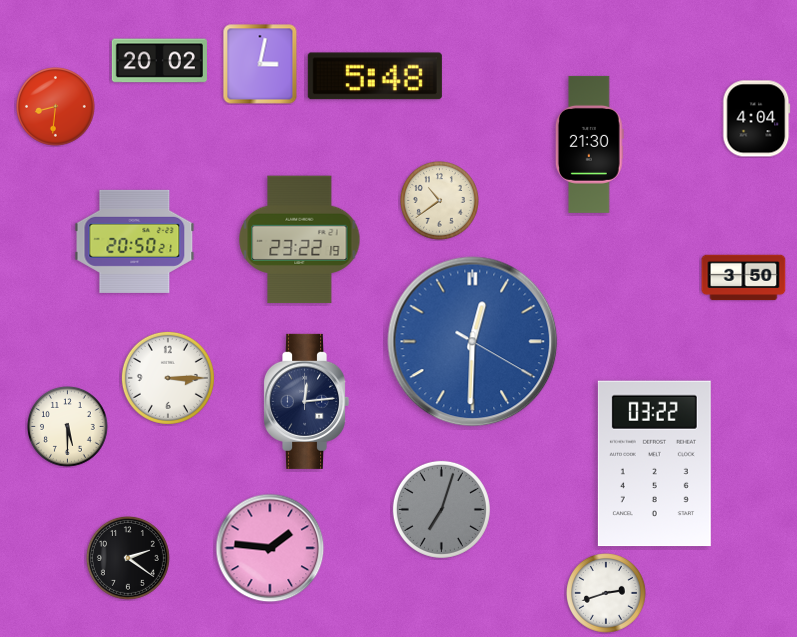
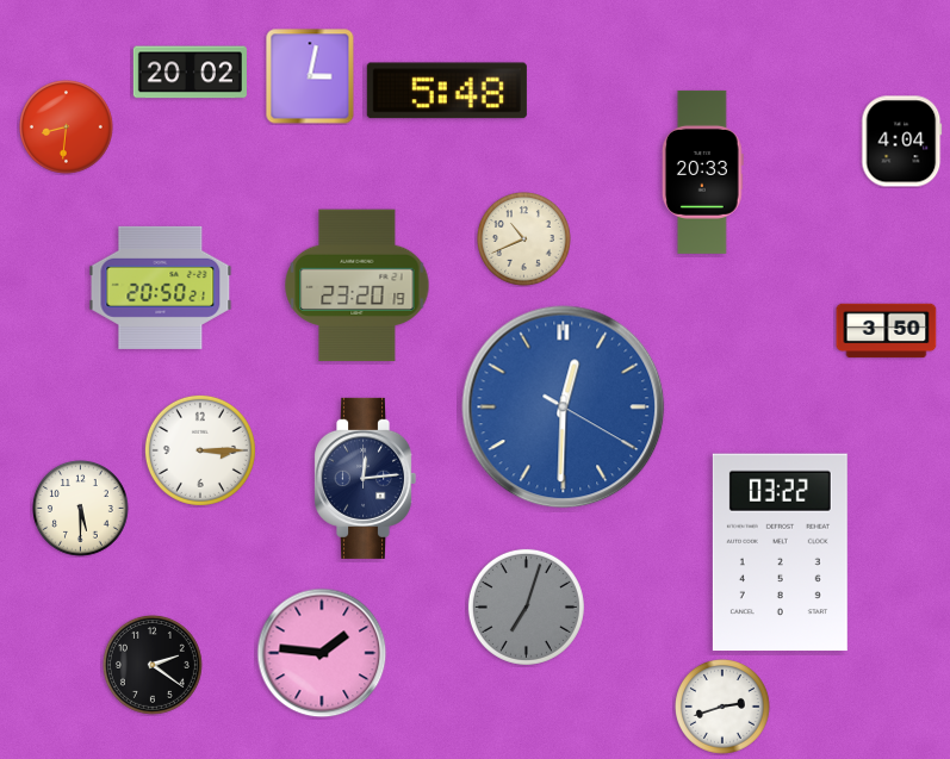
clock at (589, 144): 21:30 -> 20:33
clock at (440, 201): 10:39 -> 10:41
clock at (300, 240): 23:22 -> 23:20
